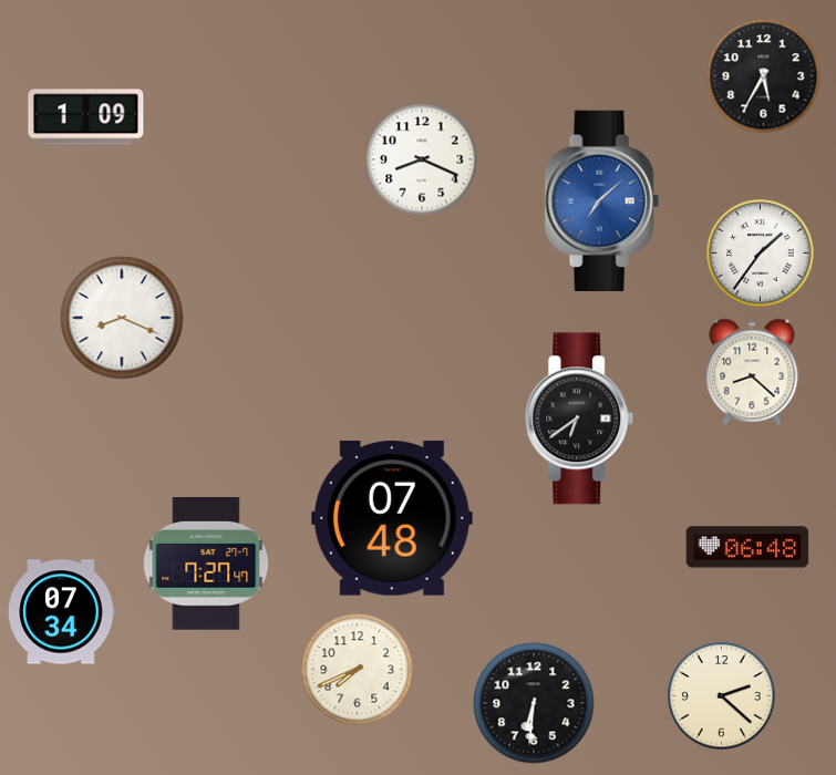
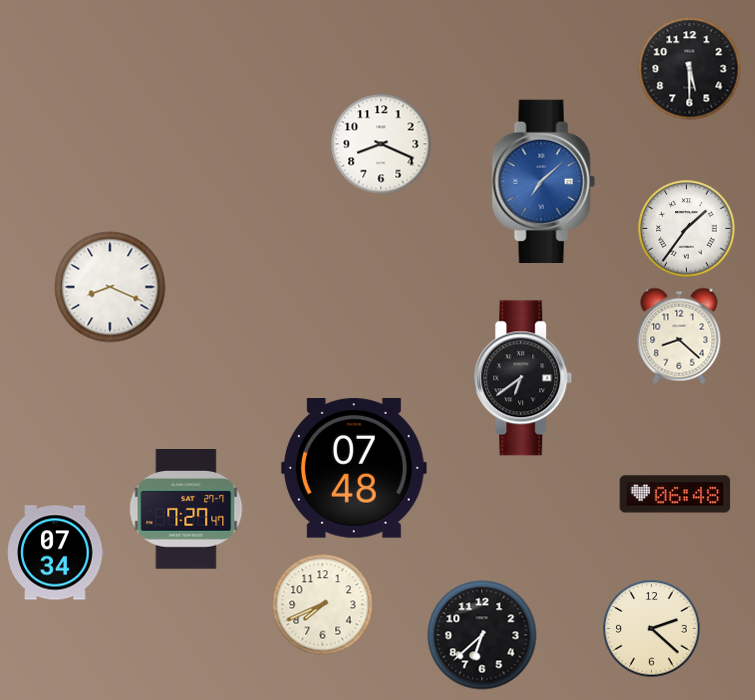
clock at (764, 76): 5:35 -> 5:30
clock at (86, 117): 1:09 -> none
clock at (534, 703): 6:31 -> 6:38
